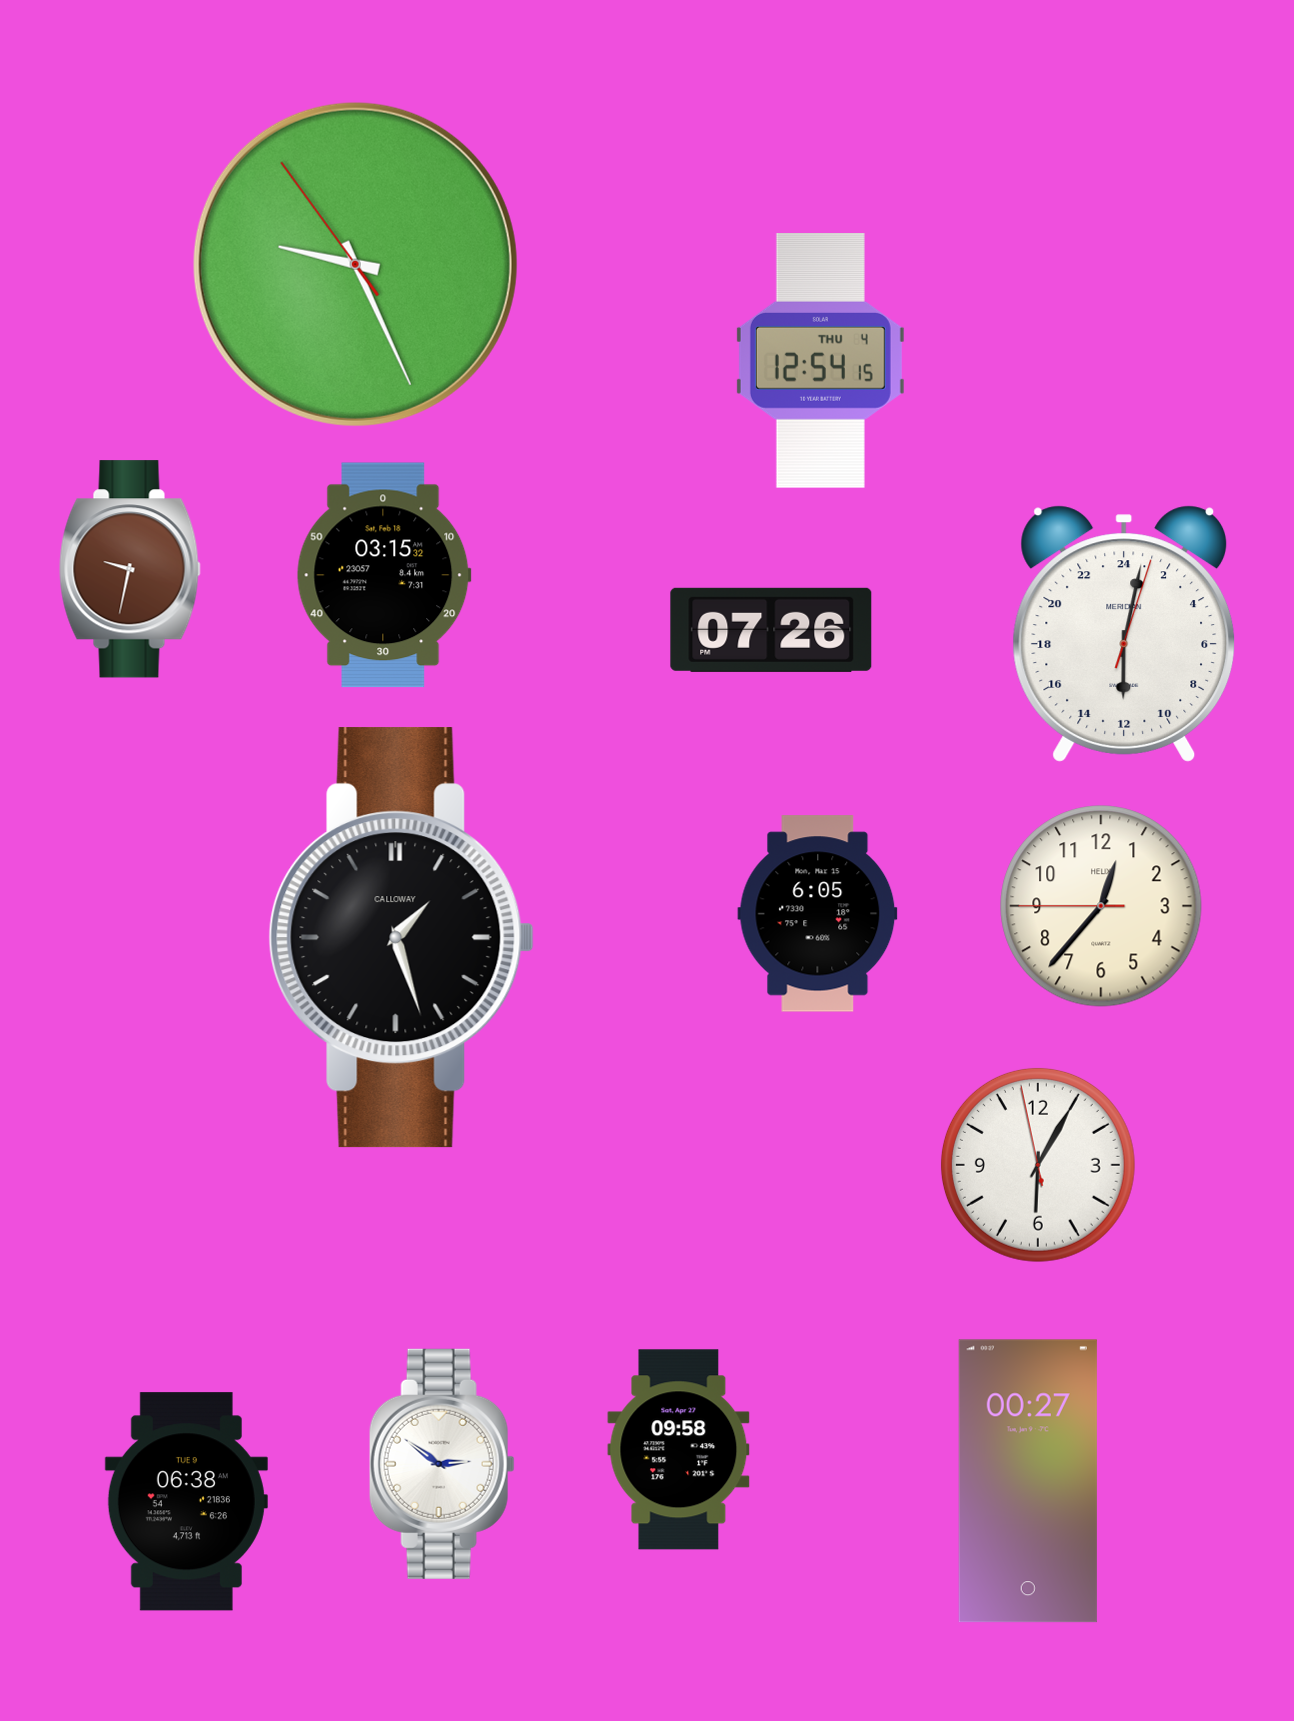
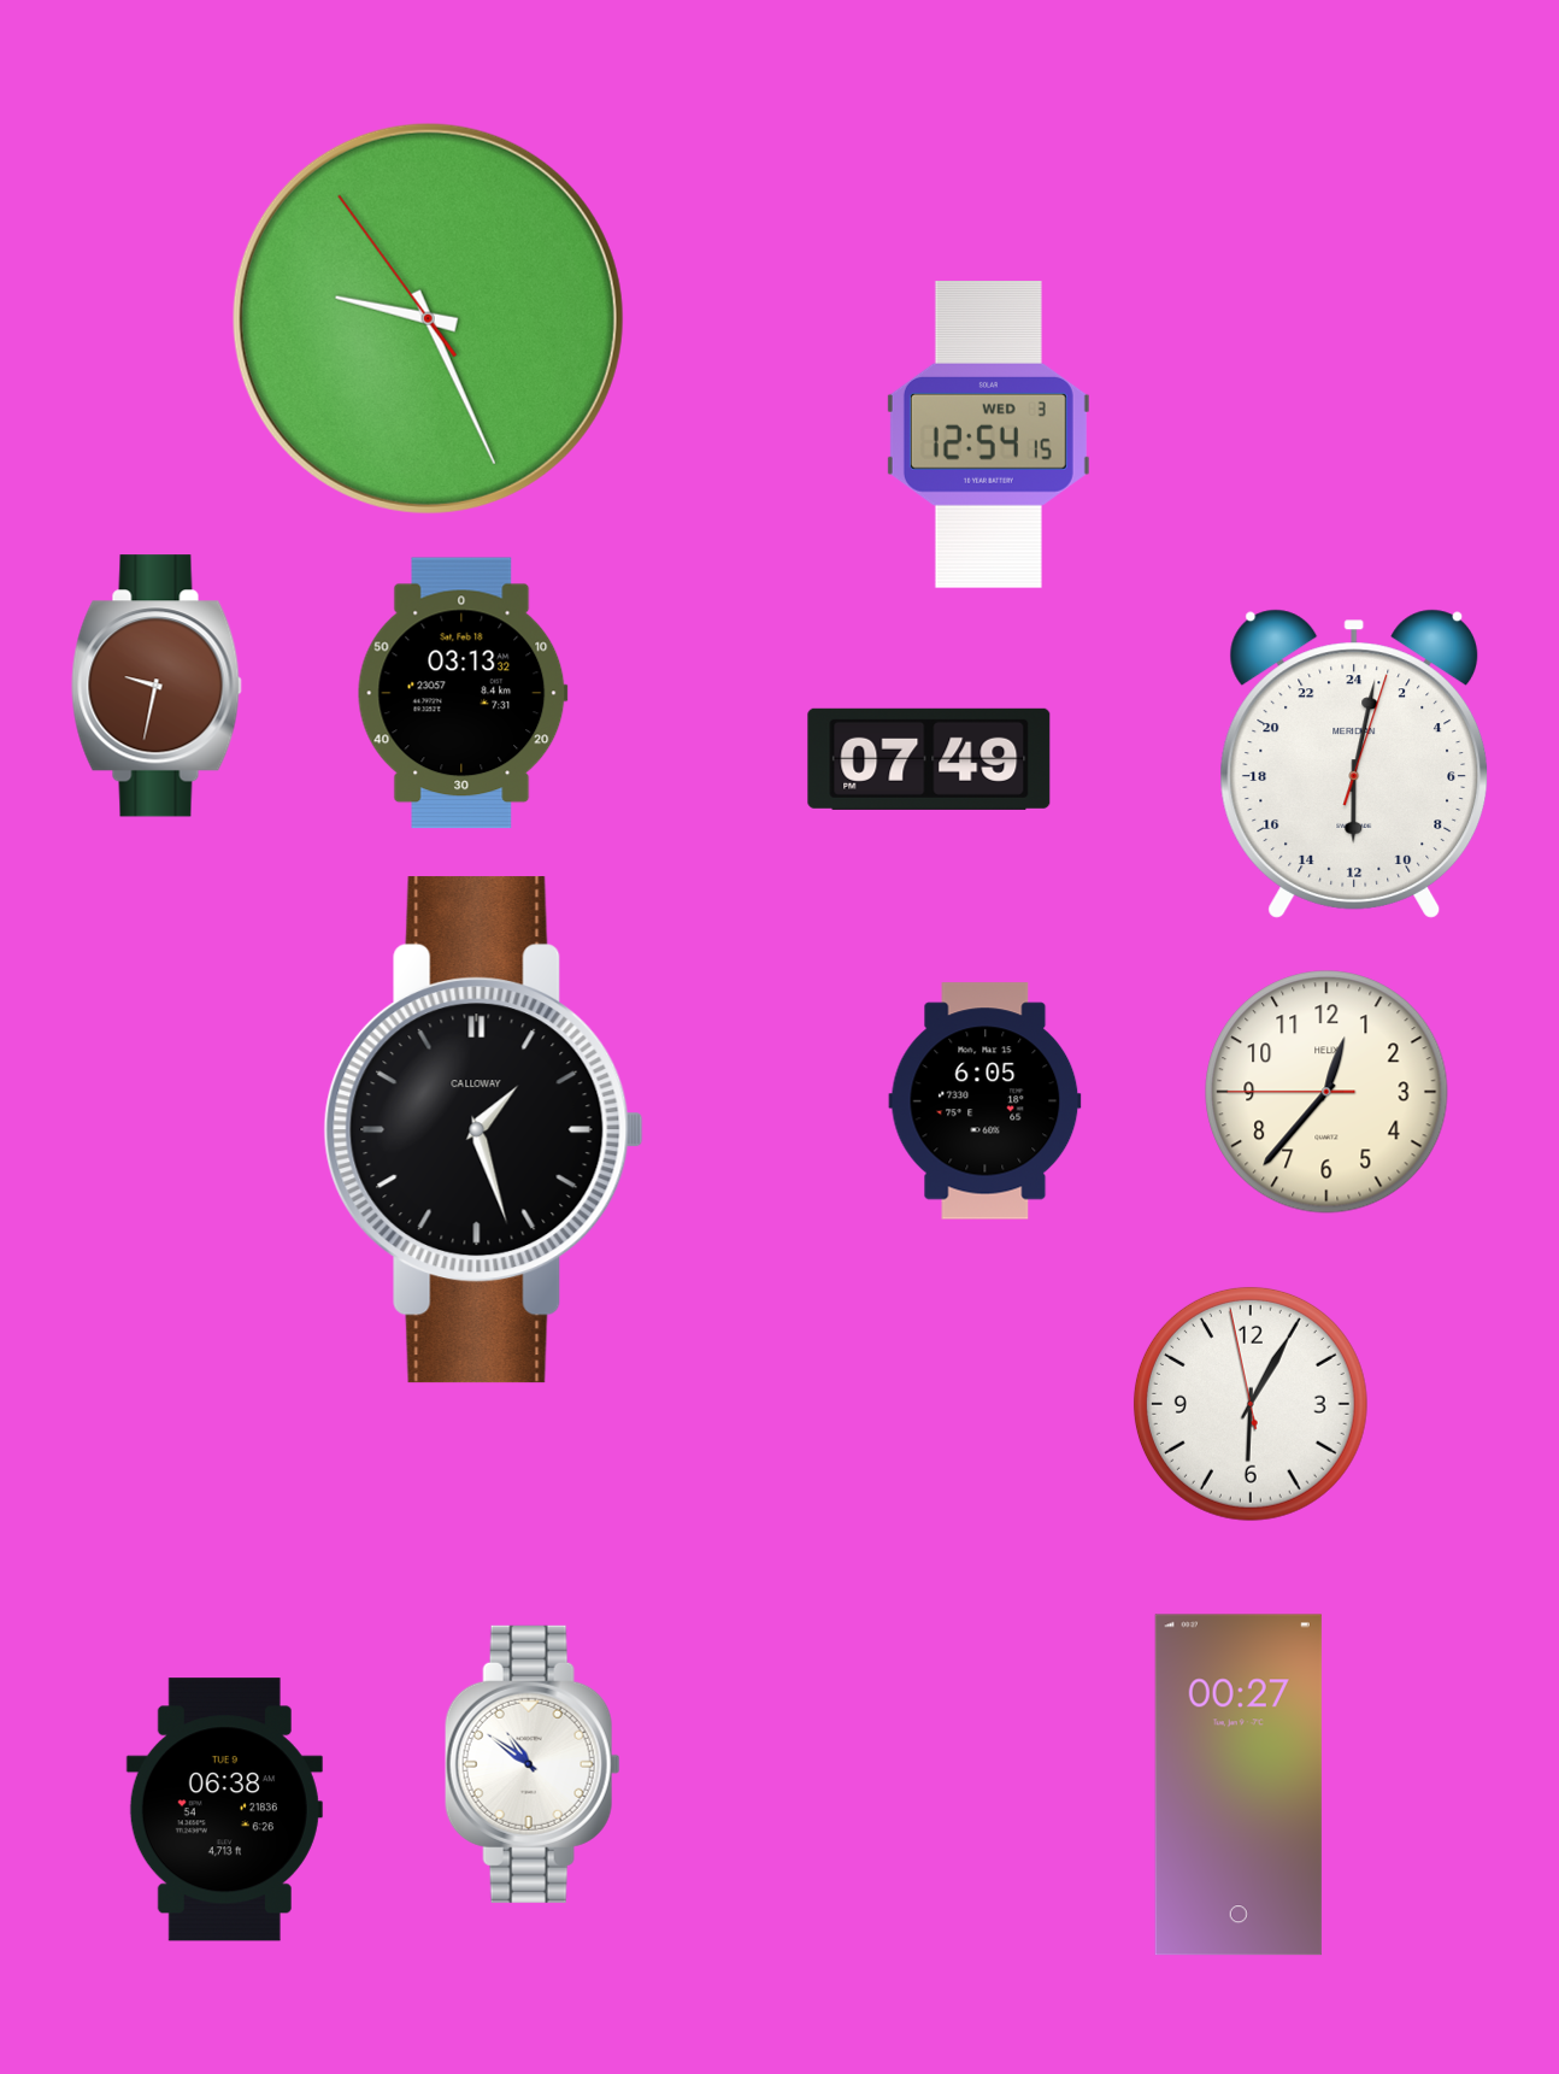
clock at (820, 361) date: THU 4 -> WED 3
clock at (384, 575): 03:15 -> 03:13
clock at (771, 630): 07:26 -> 07:49
clock at (679, 1450): 09:58 -> none
clock at (442, 1464): 2:51 -> 10:51
